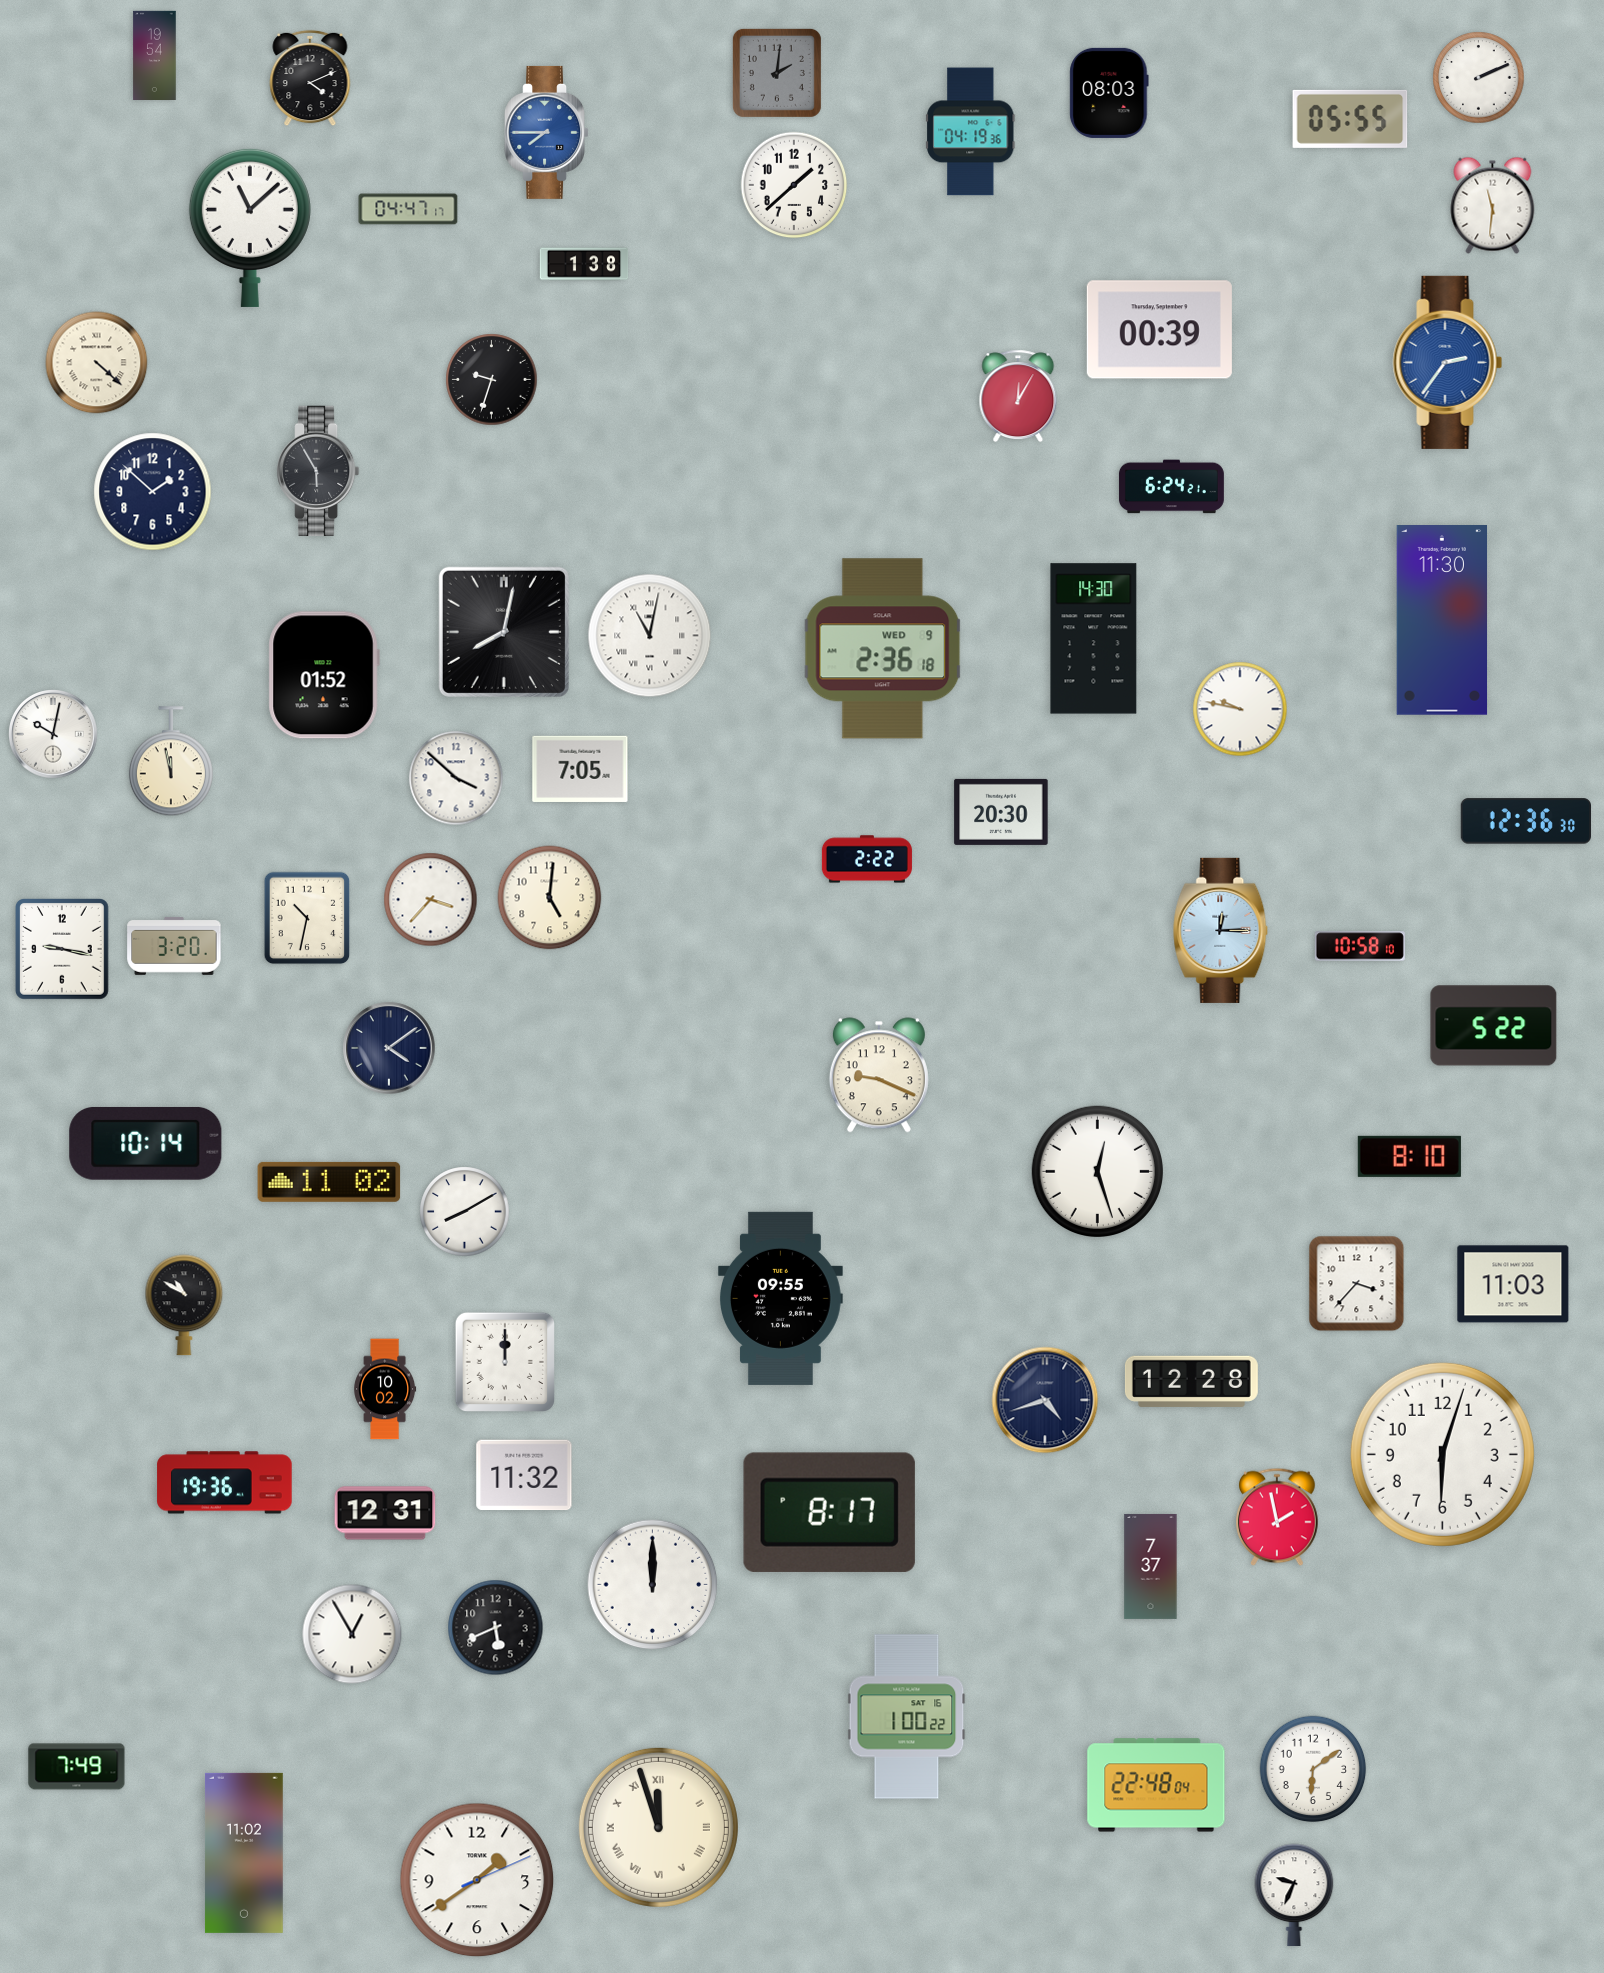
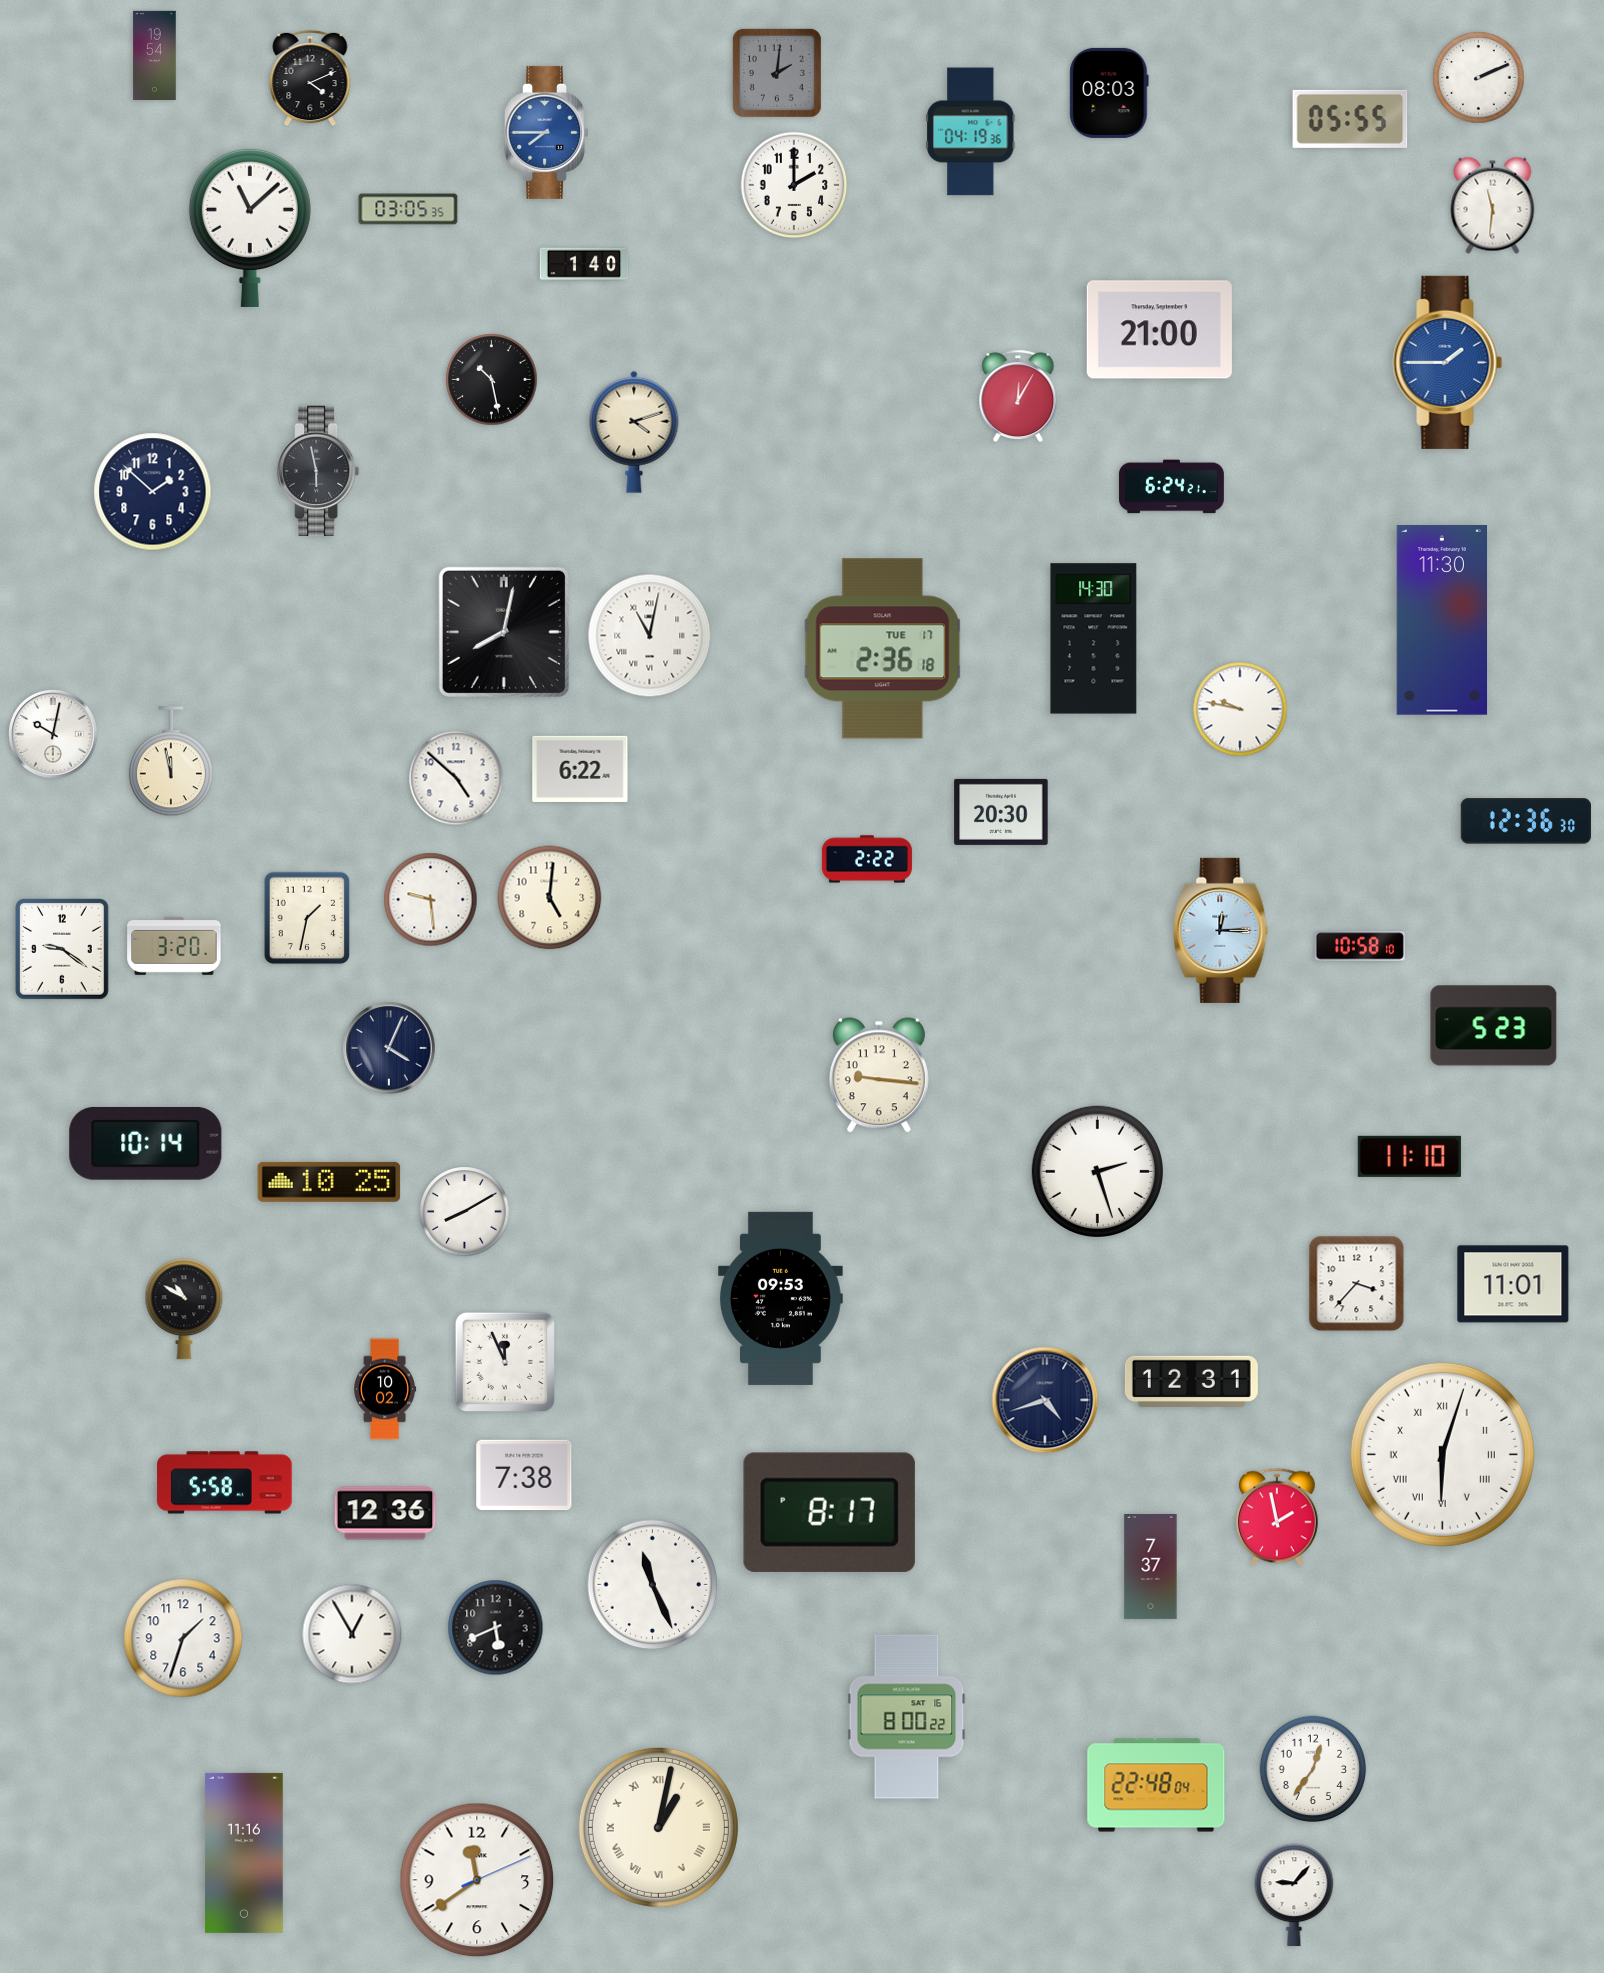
clock at (794, 185): 1:38 -> 2:00
clock at (408, 209): 04:47 -> 03:05
clock at (584, 264): 1:38 -> 1:40
clock at (1159, 330): 00:39 -> 21:00
clock at (1448, 362): 2:36 -> 1:45
clock at (97, 363): 4:22 -> none
clock at (492, 380): 9:33 -> 10:28
clock at (634, 432): none -> 4:12
clock at (319, 470): 5:55 -> 5:58
clock at (883, 649) date: WED 9 -> TUE 17
clock at (324, 675): 01:52 -> none
clock at (580, 769): 7:05 -> 6:22
clock at (456, 778): 3:52 -> 4:52
clock at (431, 900): 3:37 -> 9:29
clock at (307, 918): 10:32 -> 1:32
clock at (62, 950): 9:17 -> 9:21
clock at (1494, 1026): 5:22 -> 5:23
clock at (389, 1048): 4:09 -> 4:04
clock at (879, 1075): 9:19 -> 9:16
clock at (1409, 1156): 8:10 -> 11:10
clock at (1097, 1171): 12:27 -> 2:27
clock at (329, 1182): 11:02 -> 10:25
clock at (1513, 1284): 11:03 -> 11:01
clock at (780, 1298): 09:55 -> 09:53
clock at (184, 1305) position: (184, 1305) -> (184, 1309)
clock at (504, 1361): 12:00 -> 11:56
clock at (1191, 1381): 12:28 -> 12:31
clock at (1442, 1454) numerals: Arabic -> Roman
clock at (524, 1475): 11:32 -> 7:38
clock at (225, 1483): 19:36 -> 5:58
clock at (385, 1513): 12:31 -> 12:36
clock at (653, 1585): 12:00 -> 11:26
clock at (183, 1638): none -> 1:33
clock at (907, 1717): 1:00 -> 8:00
clock at (77, 1767): 7:49 -> none
clock at (1313, 1769): 6:09 -> 12:36
clock at (658, 1827): 11:57 -> 1:02
clock at (244, 1853): 11:02 -> 11:16
clock at (477, 1880): 1:39 -> 11:39
clock at (1294, 1895): 9:34 -> 9:07
